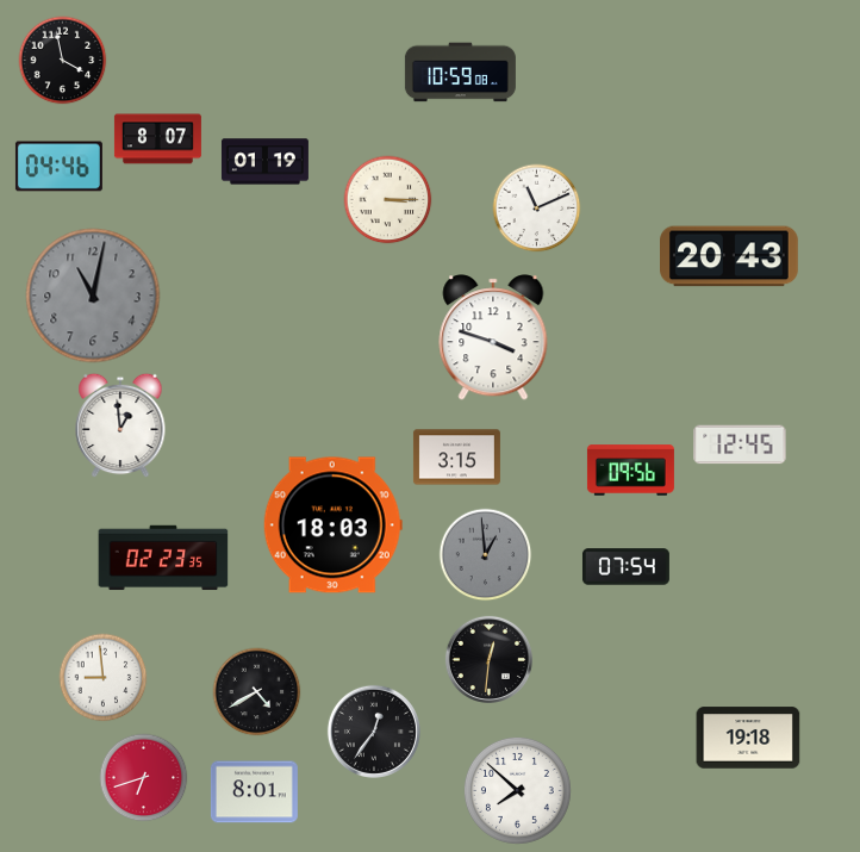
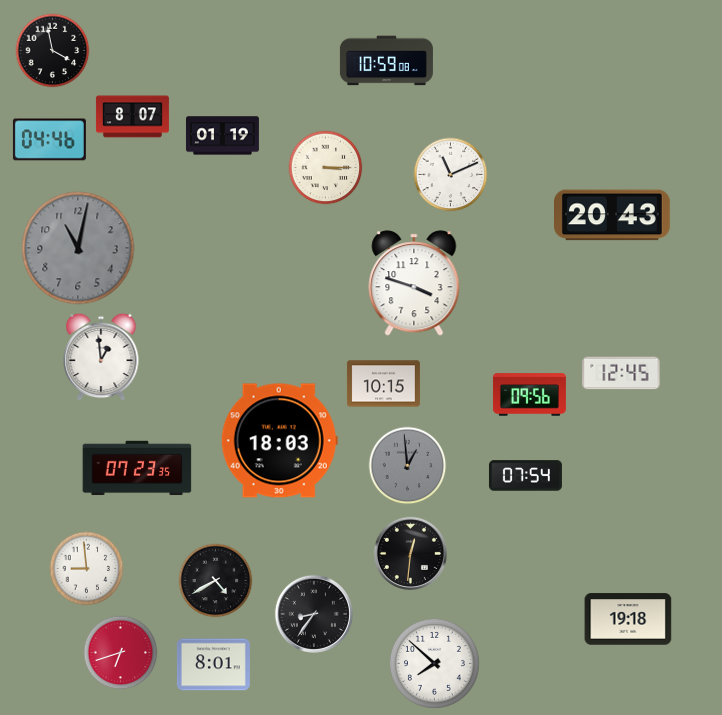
clock at (456, 458): 3:15 -> 10:15
clock at (163, 558): 02:23 -> 07:23
clock at (374, 732): 12:36 -> 8:36
